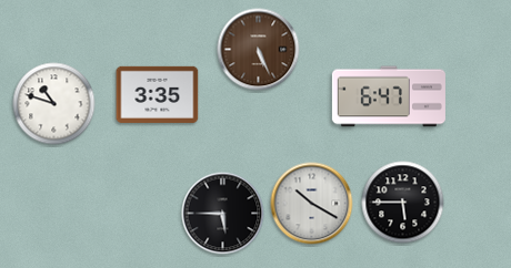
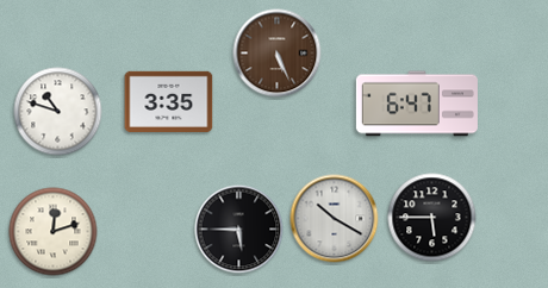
clock at (54, 232): none -> 12:12
